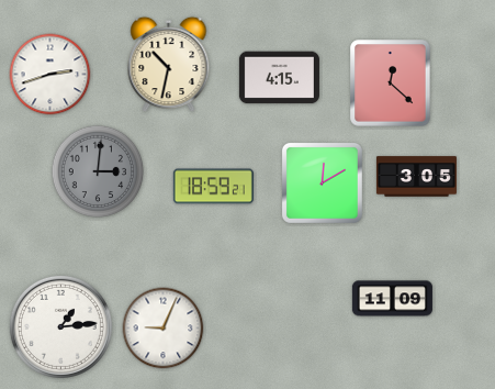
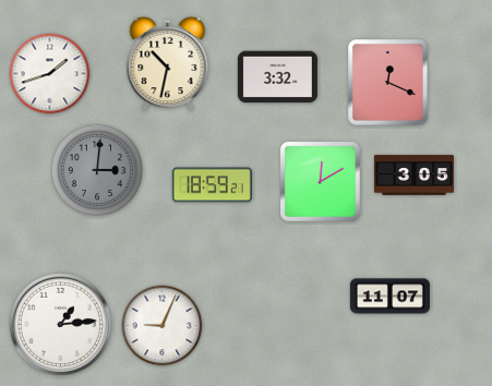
clock at (50, 75): 2:42 -> 1:42
clock at (279, 78): 4:15 -> 3:32
clock at (391, 84): 12:22 -> 12:19
clock at (392, 299): 11:09 -> 11:07
